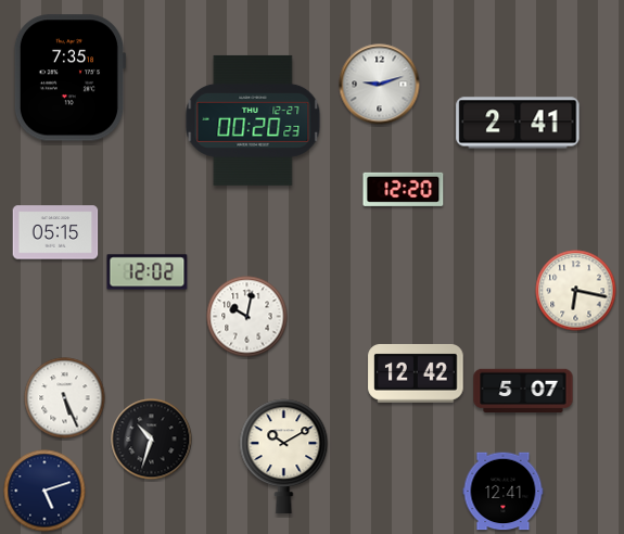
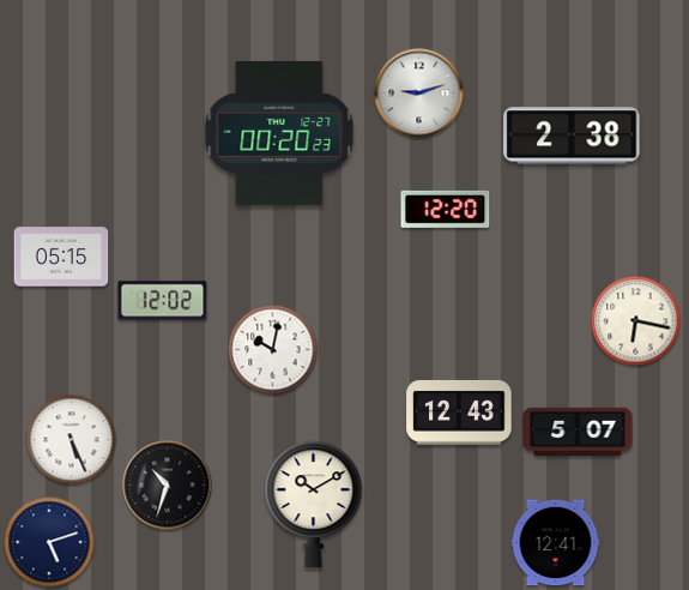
clock at (69, 78): 7:35 -> none
clock at (518, 123): 2:41 -> 2:38
clock at (416, 373): 12:42 -> 12:43
